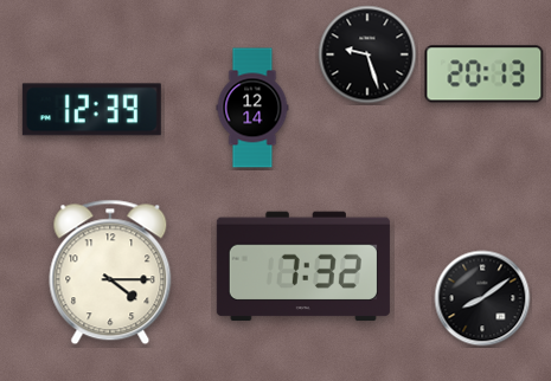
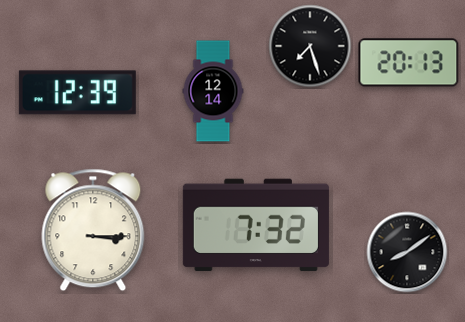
clock at (367, 54): 9:27 -> 7:27
clock at (110, 272): 4:15 -> 3:15
